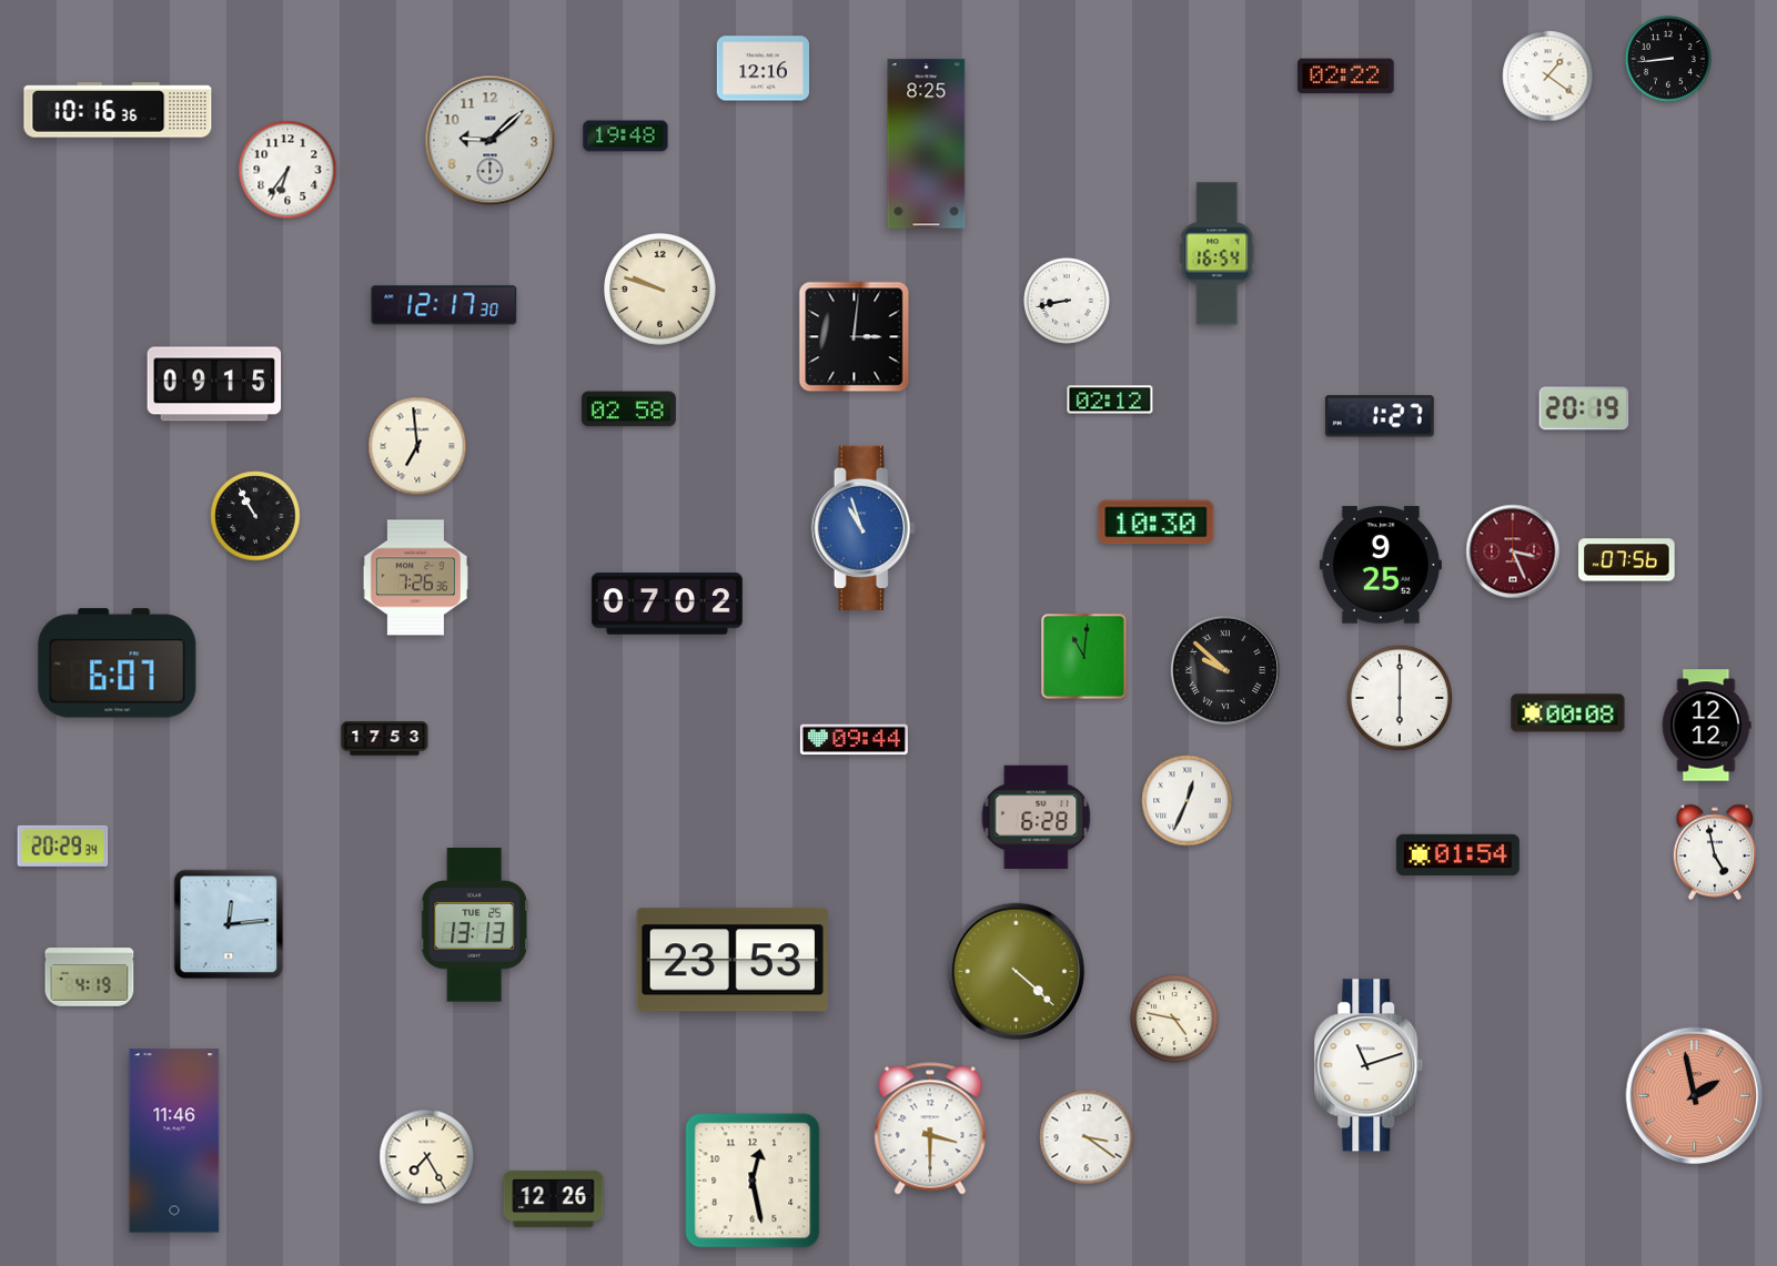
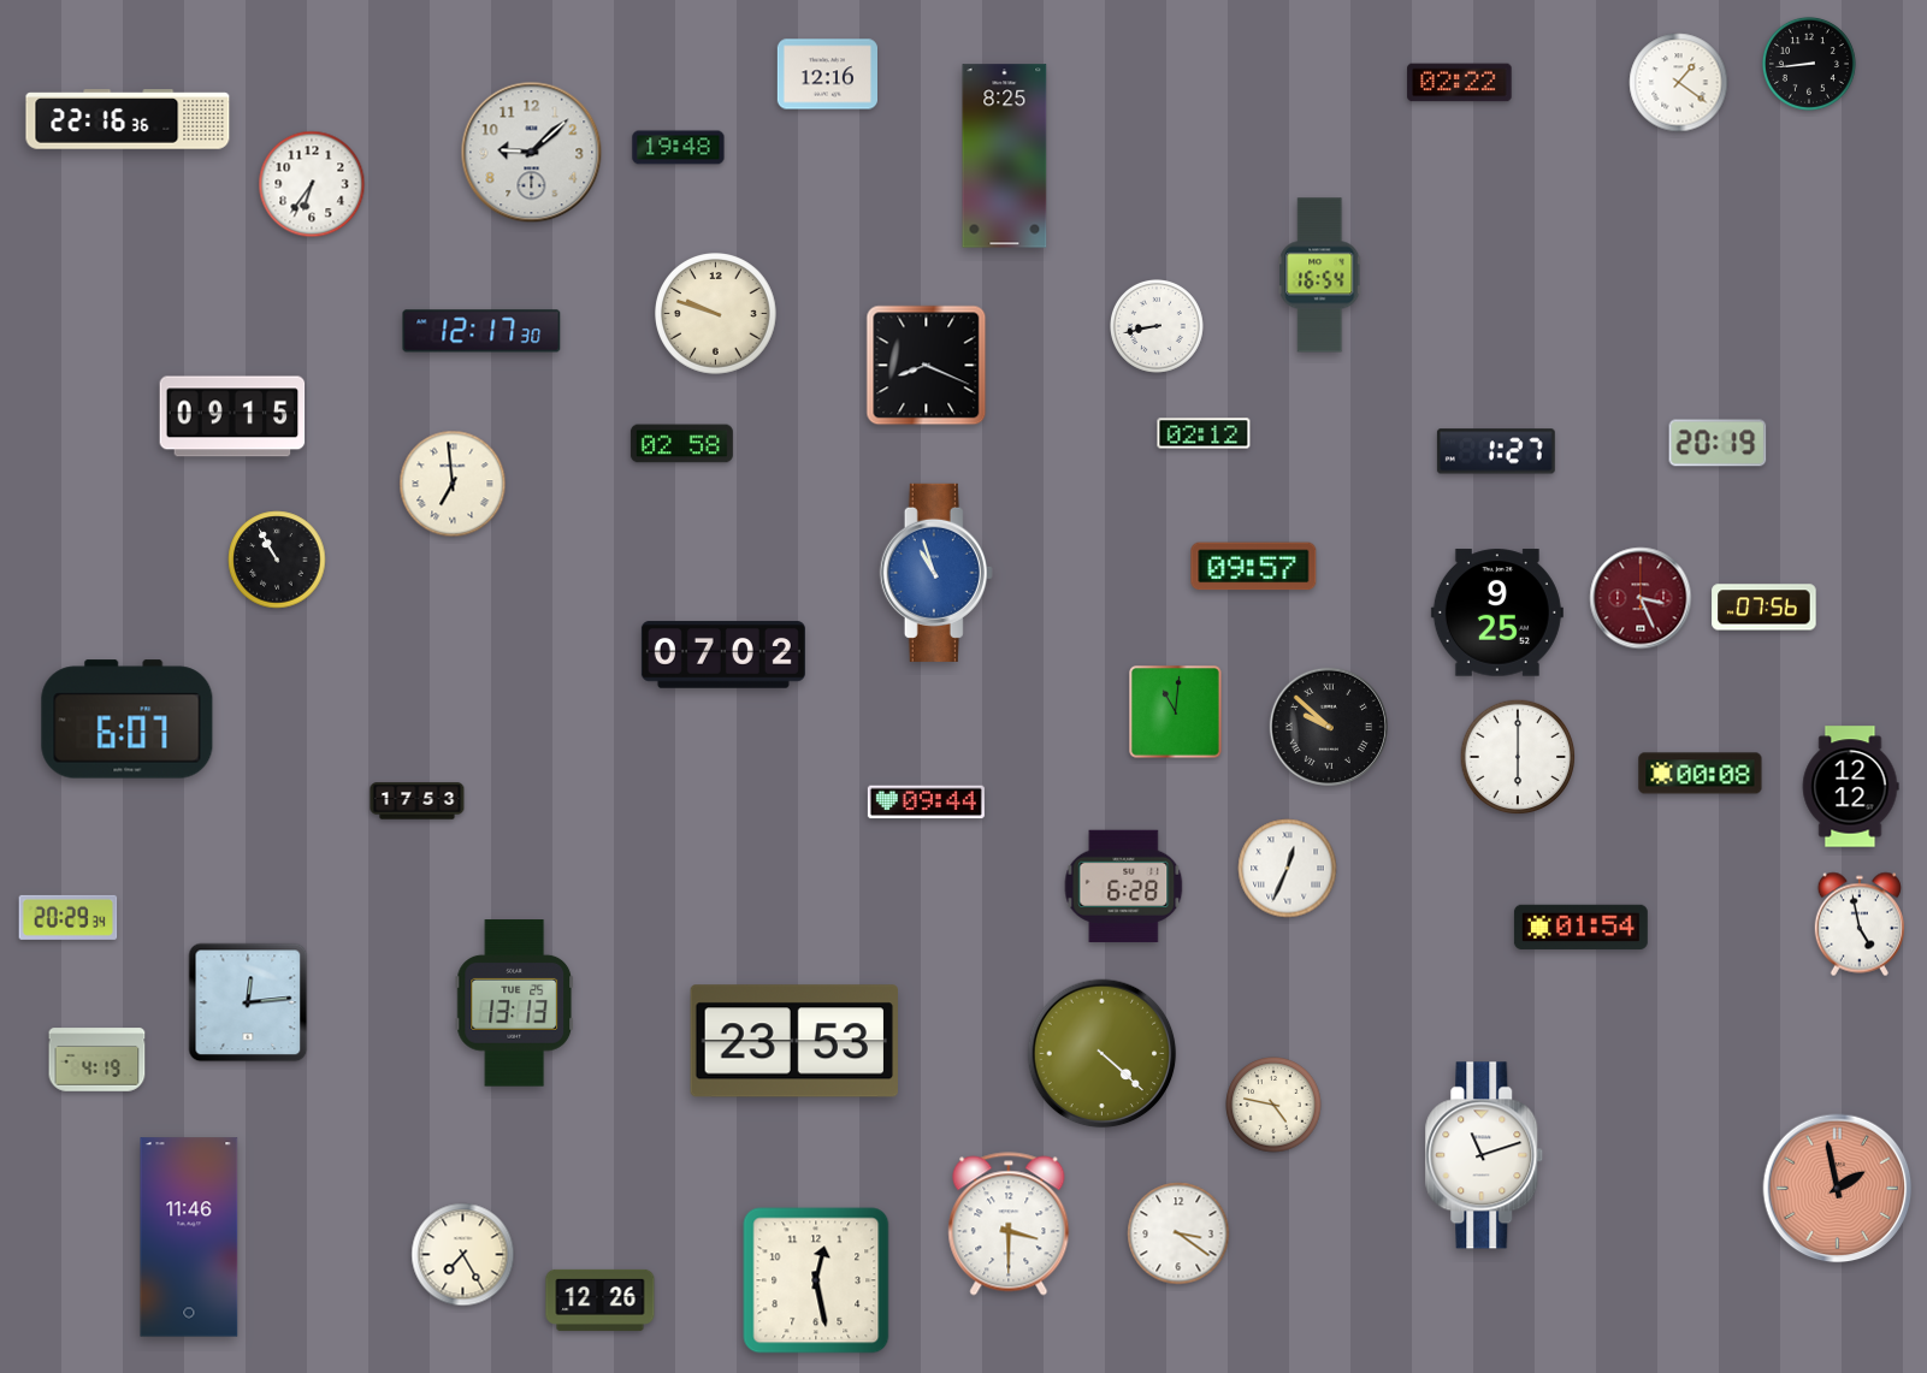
clock at (118, 110): 10:16 -> 22:16
clock at (855, 337): 3:01 -> 8:19
clock at (1157, 523): 10:30 -> 09:57
clock at (415, 578): 7:26 -> none
